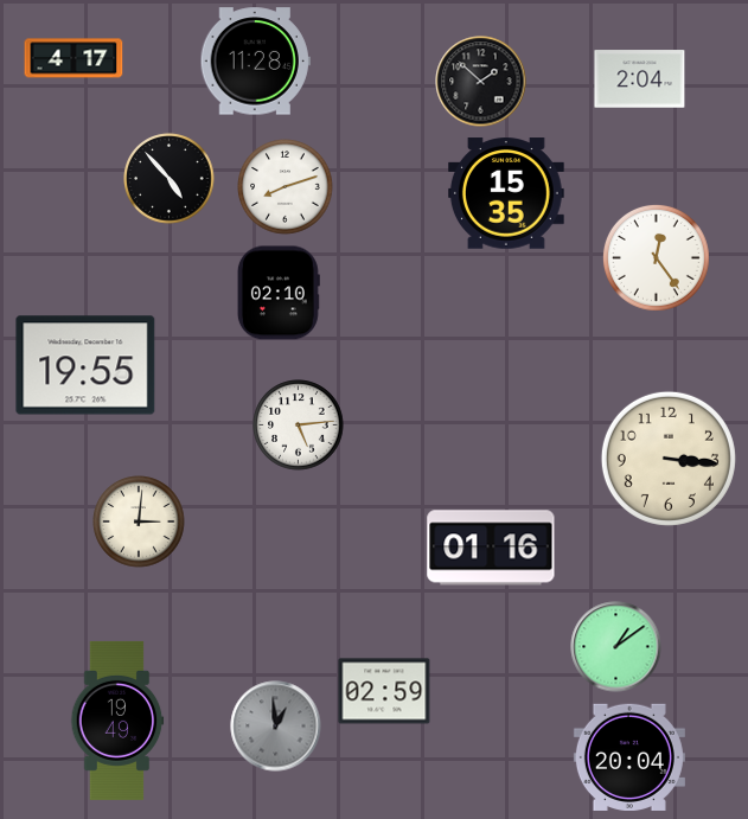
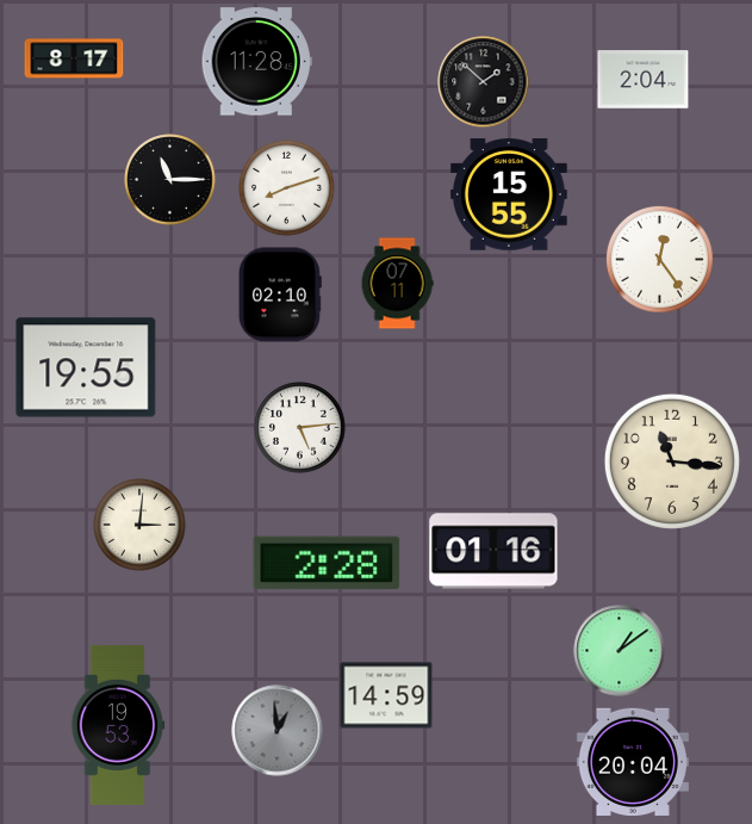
clock at (73, 58): 4:17 -> 8:17
clock at (170, 179): 4:53 -> 11:15
clock at (506, 193): 15:35 -> 15:55
clock at (397, 284): none -> 07:11
clock at (669, 459): 3:16 -> 11:16
clock at (327, 563): none -> 2:28
clock at (384, 691): 02:59 -> 14:59
clock at (117, 721): 19:49 -> 19:53
